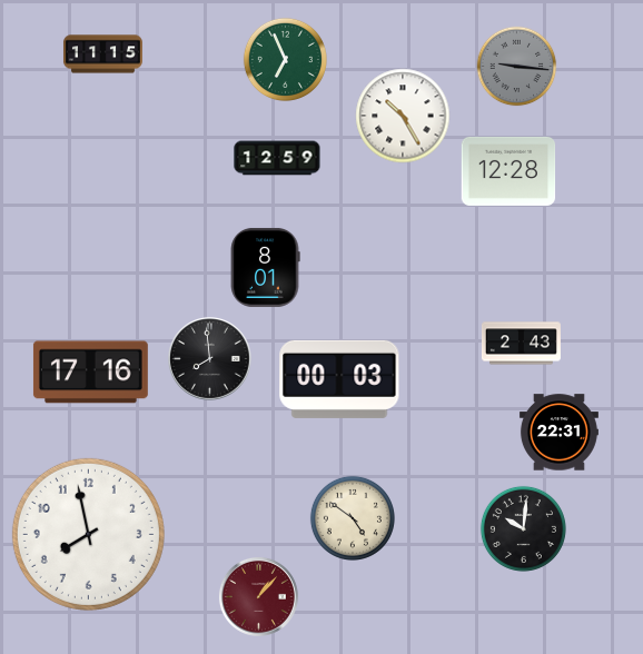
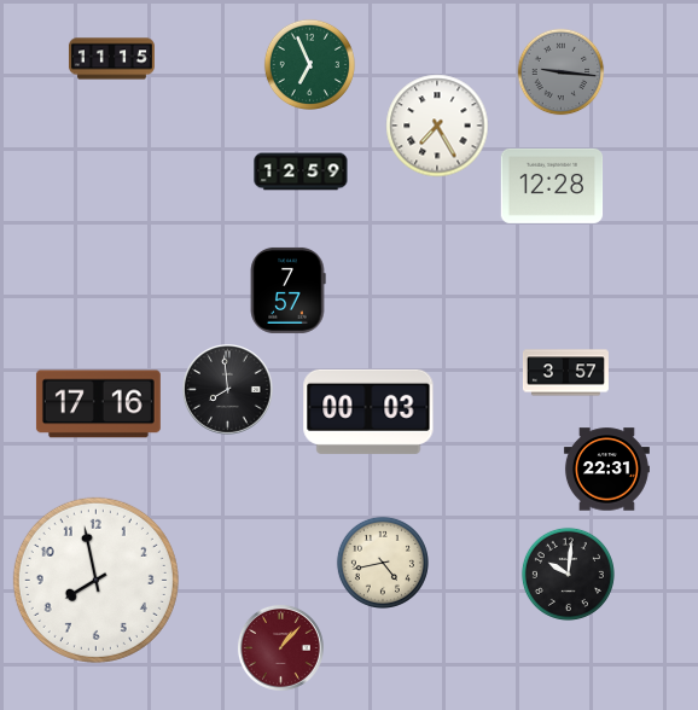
clock at (403, 116): 10:25 -> 7:25
clock at (265, 267): 8:01 -> 7:57
clock at (521, 344): 2:43 -> 3:57
clock at (353, 518): 4:51 -> 4:43
